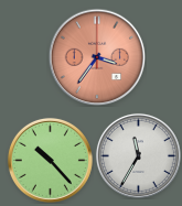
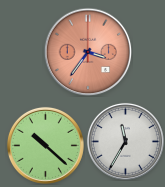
clock at (50, 160): 10:23 -> 10:22
